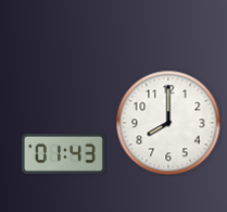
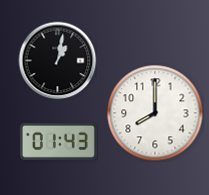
clock at (57, 60): none -> 1:02
